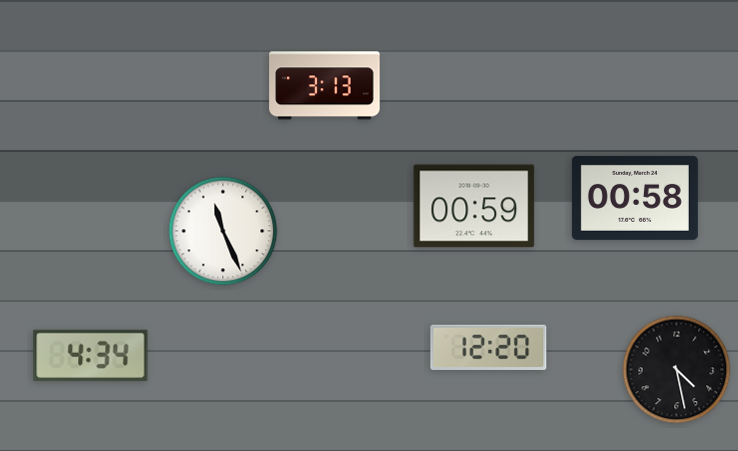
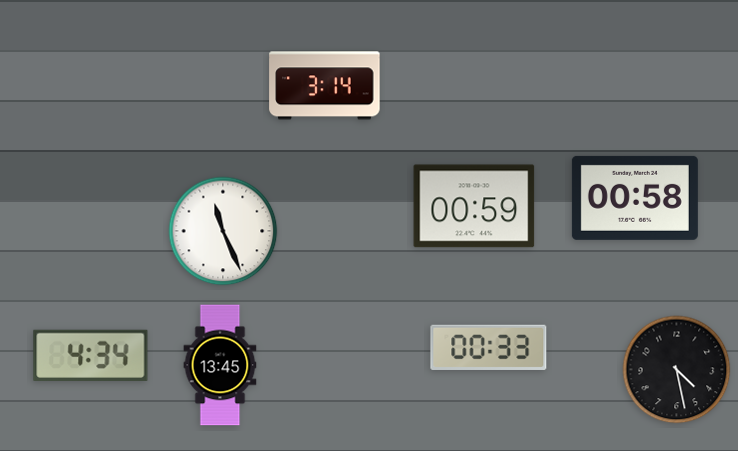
clock at (325, 86): 3:13 -> 3:14
clock at (489, 347): 12:20 -> 00:33
clock at (220, 365): none -> 13:45
